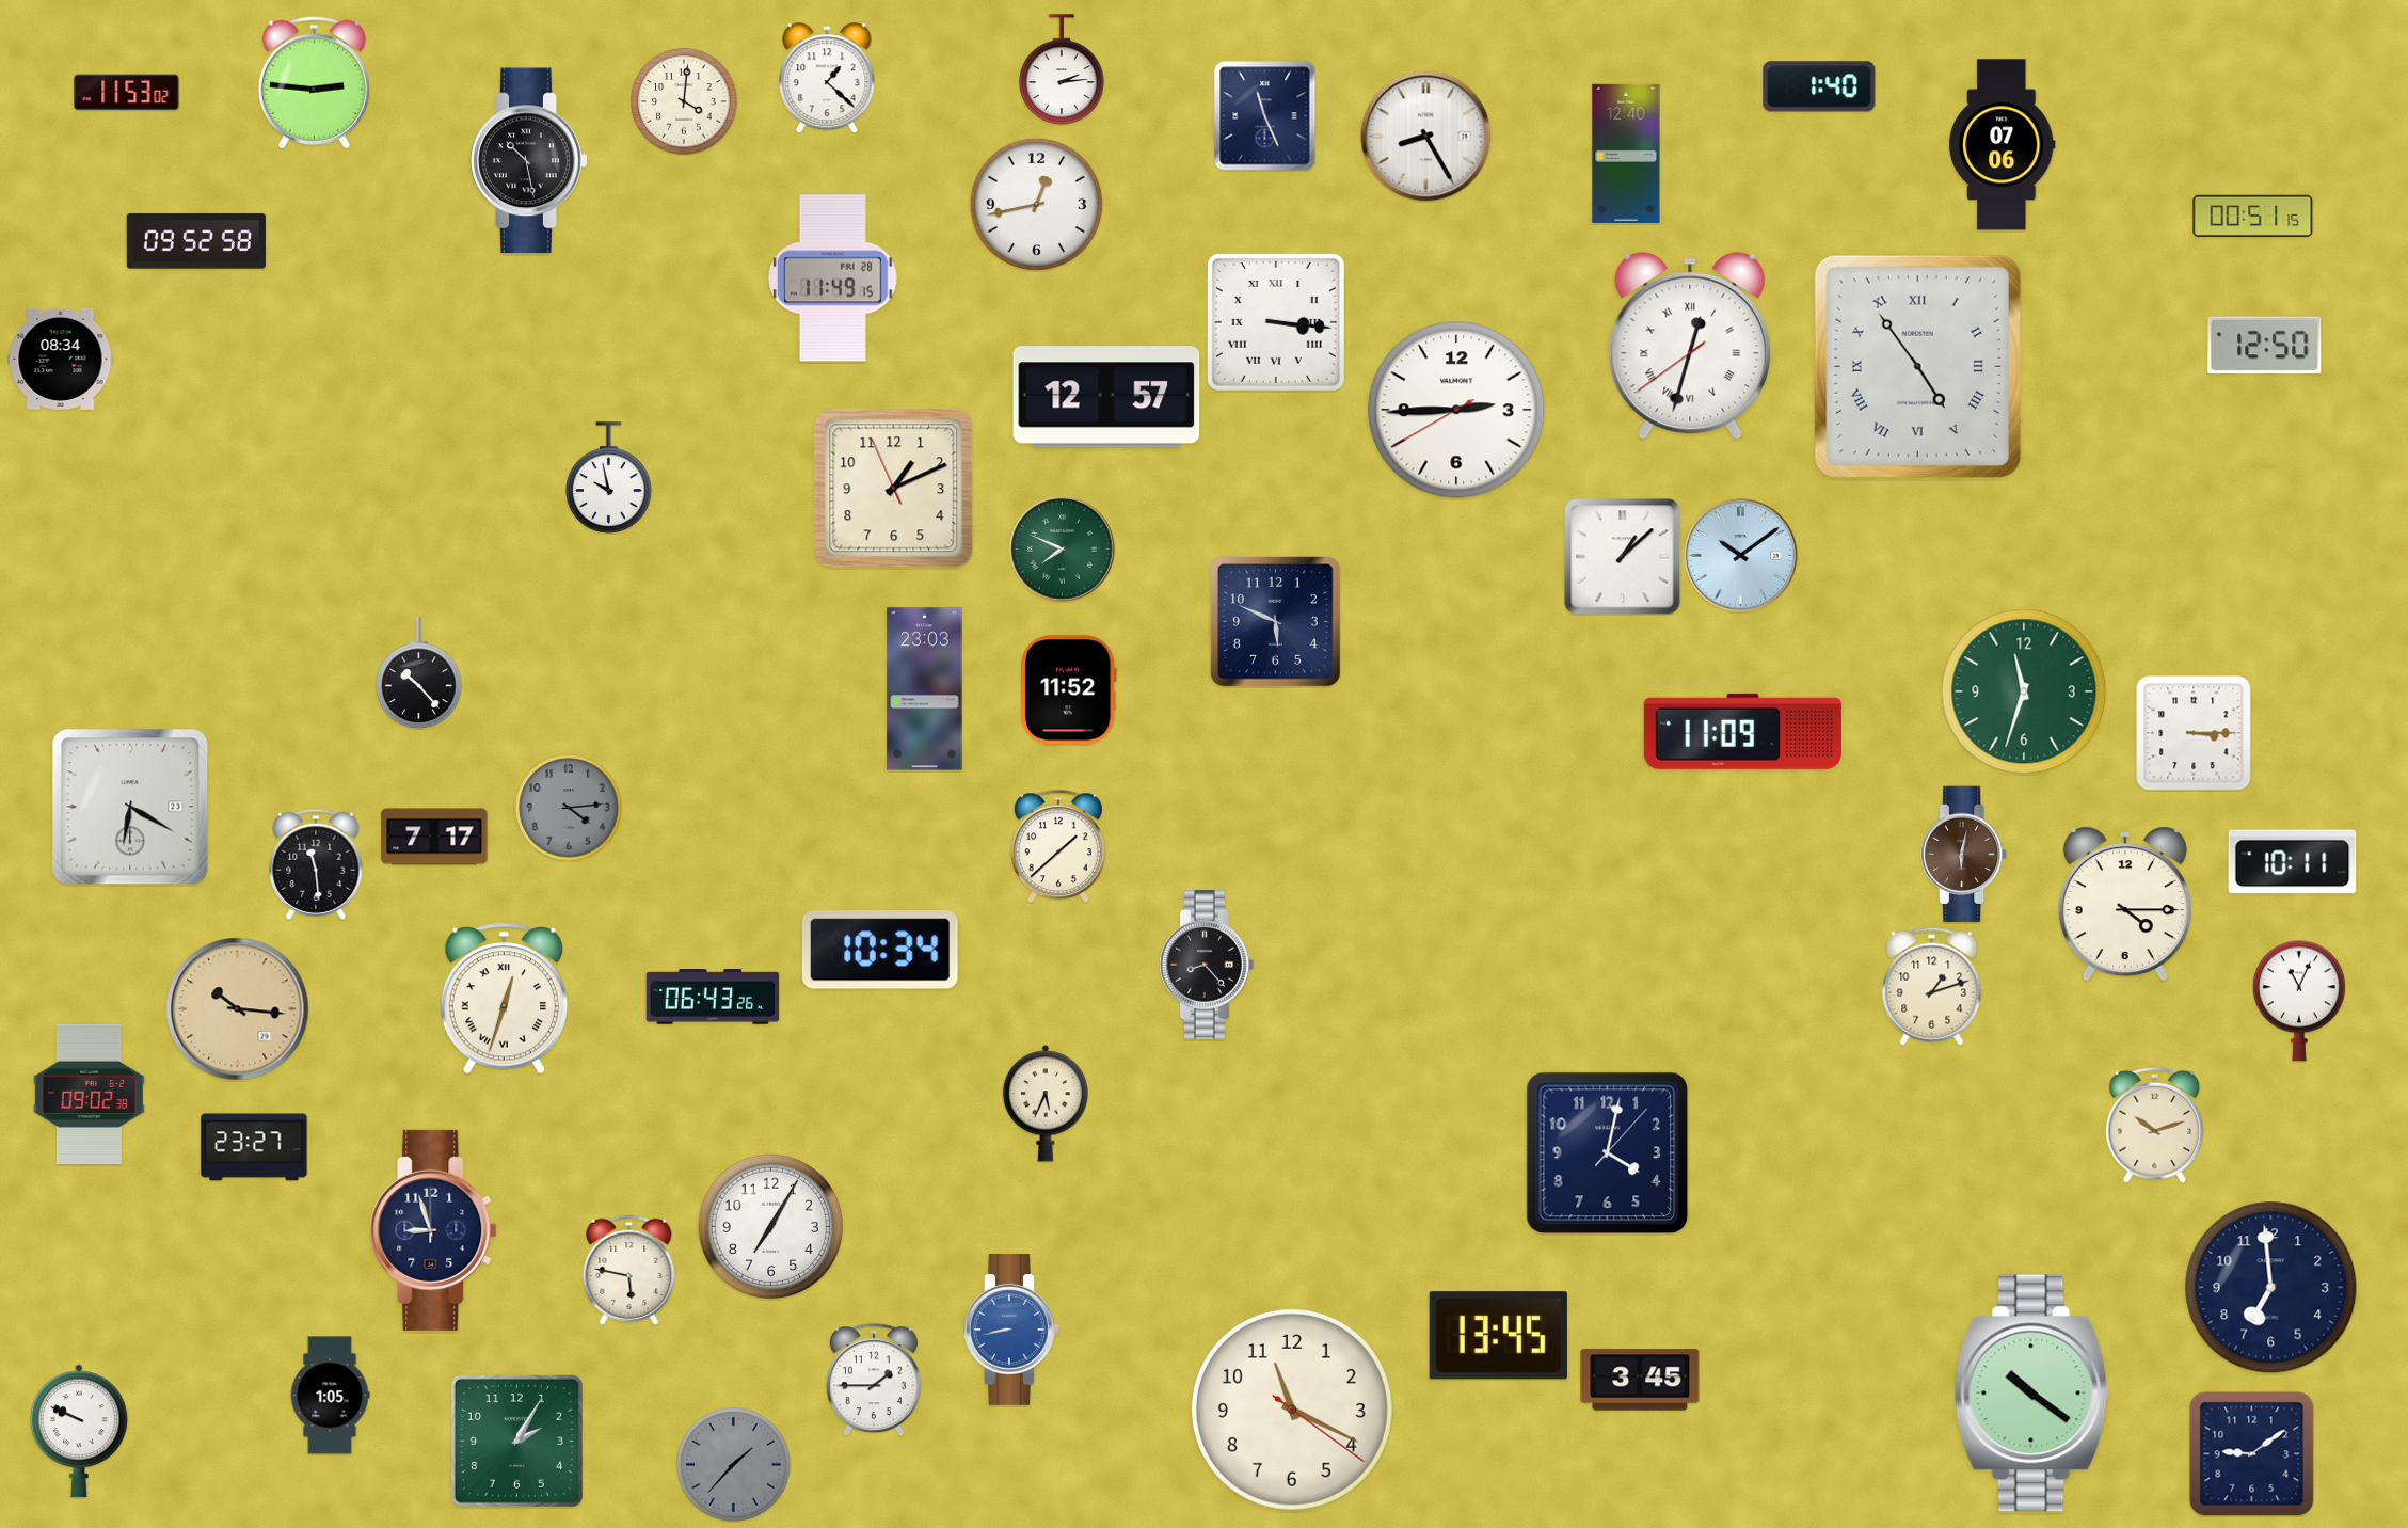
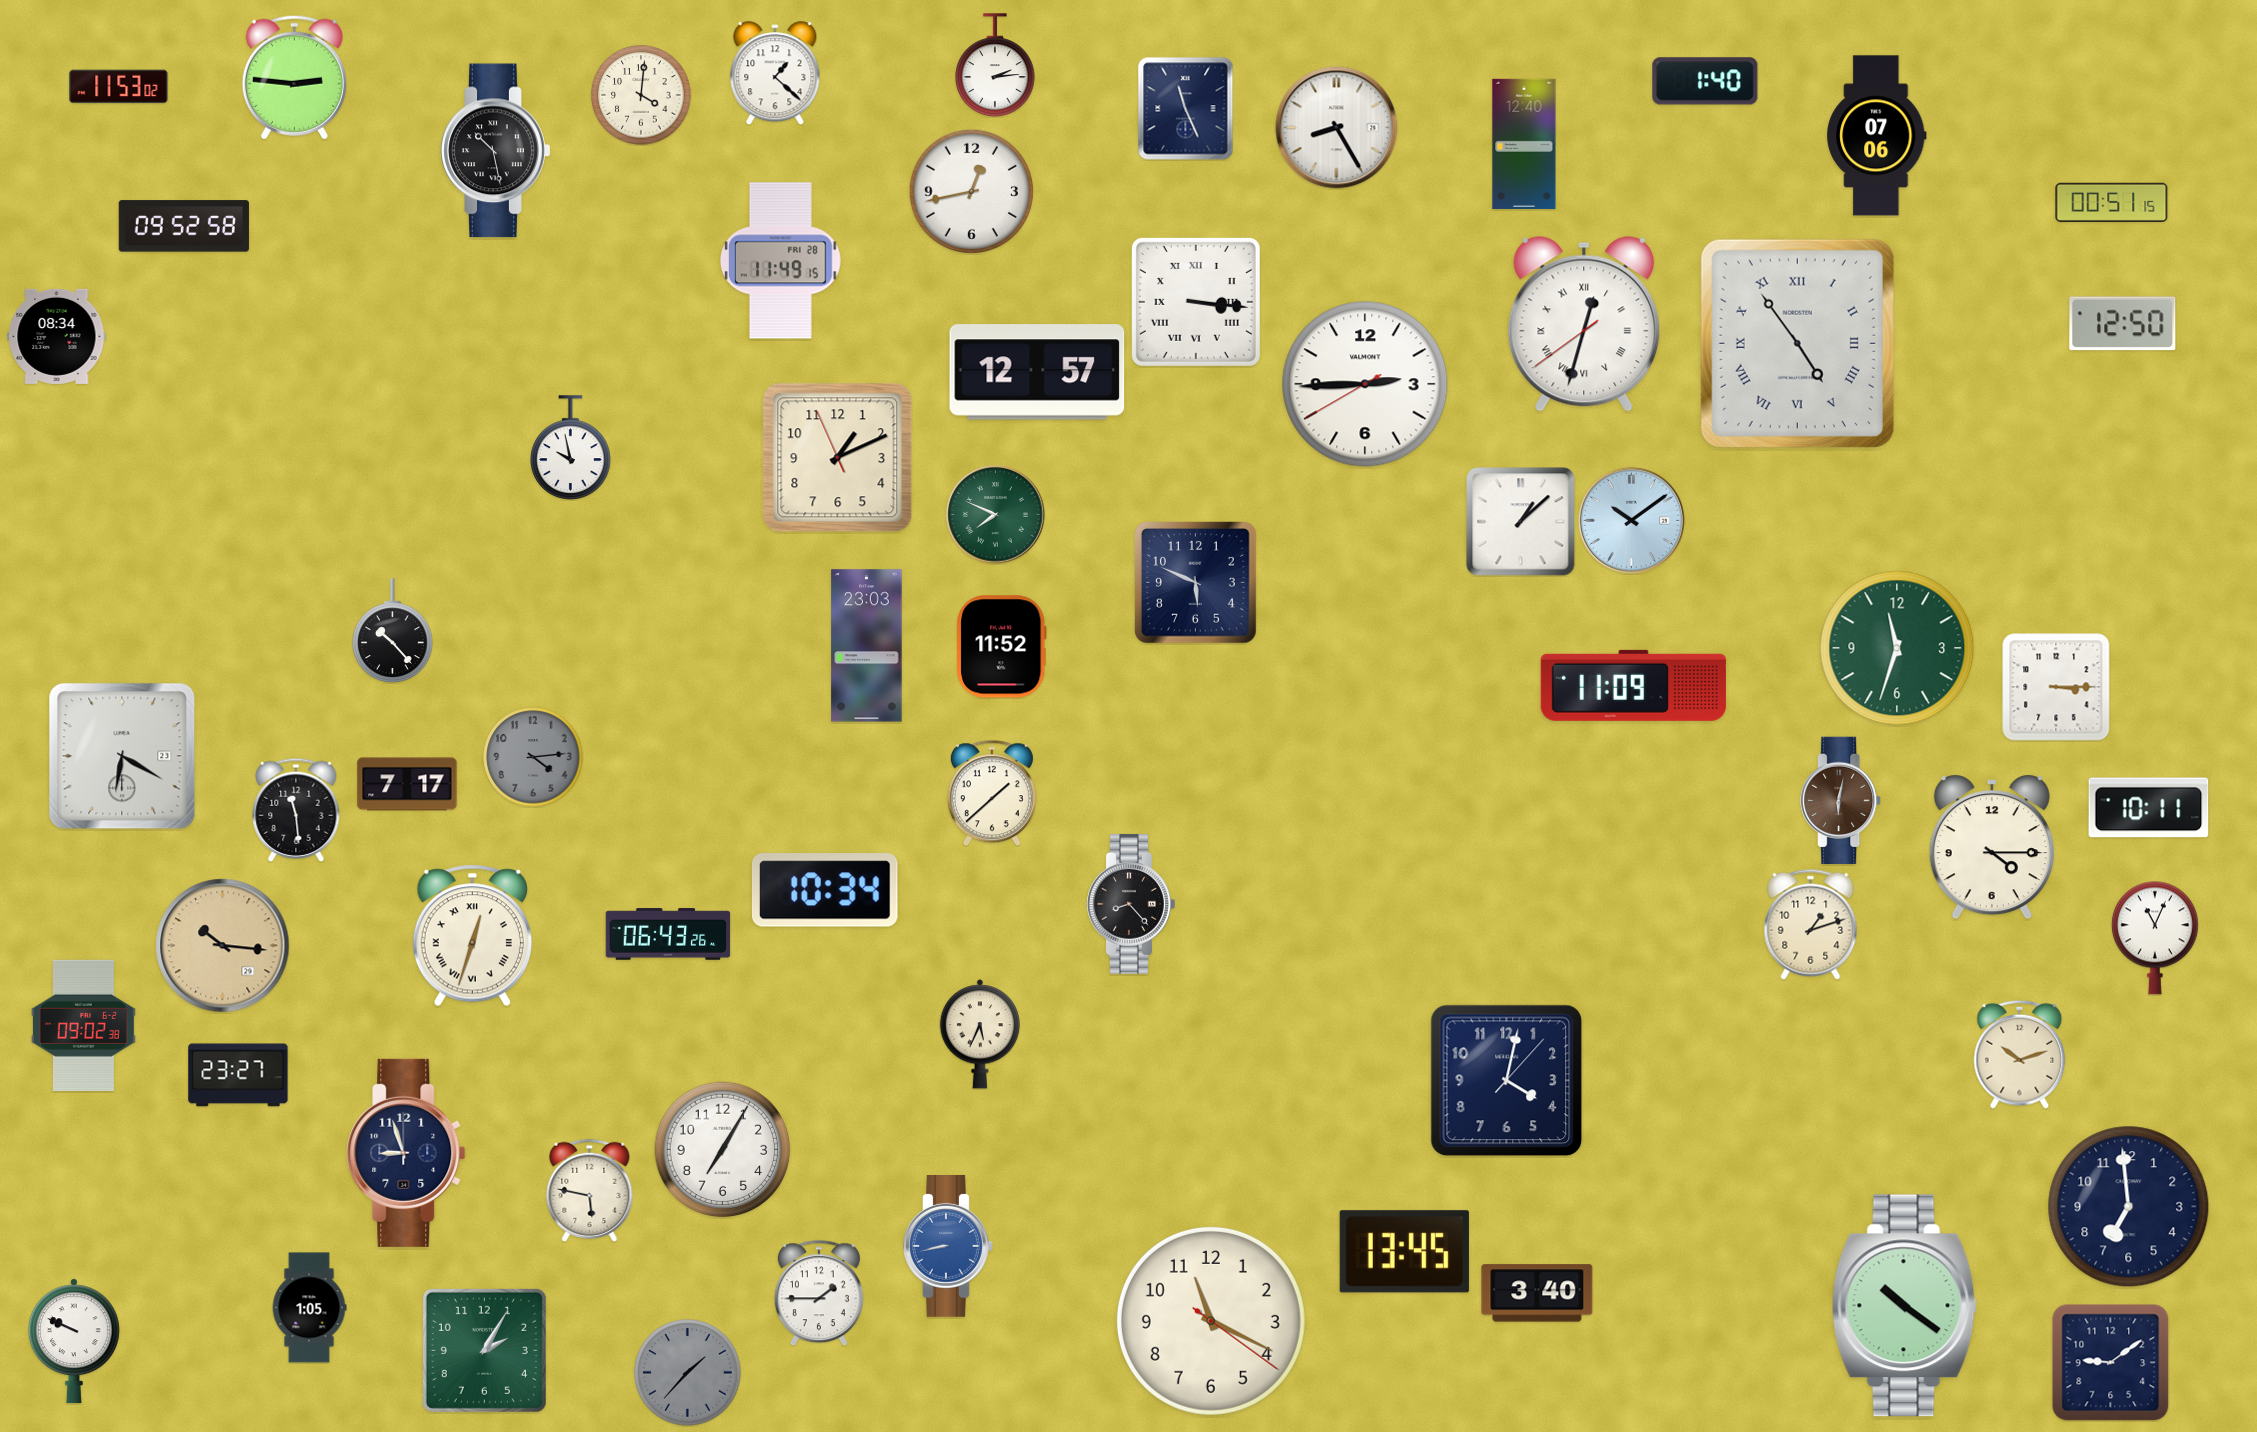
clock at (1640, 1380): 3:45 -> 3:40
